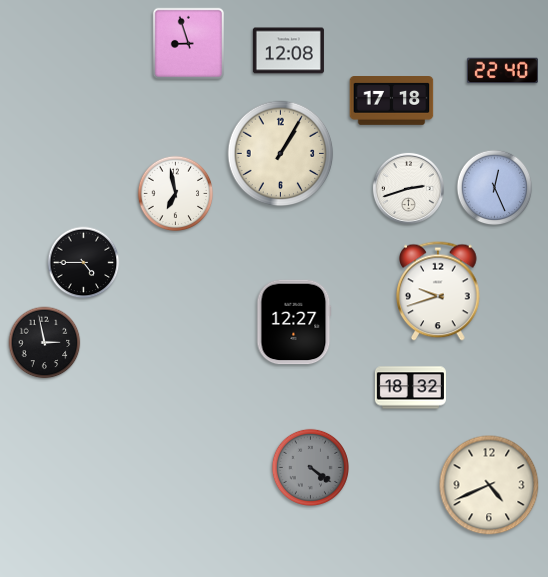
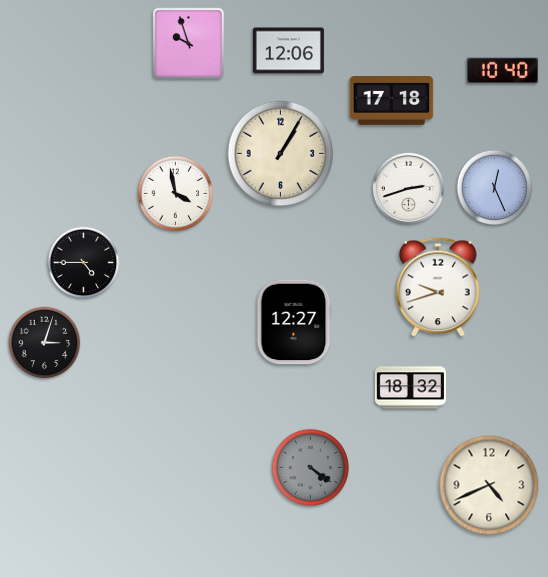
clock at (188, 43): 8:57 -> 9:57
clock at (288, 51): 12:08 -> 12:06
clock at (502, 71): 22:40 -> 10:40
clock at (176, 194): 6:58 -> 3:58
clock at (438, 291) position: (438, 291) -> (438, 287)
clock at (45, 343): 2:58 -> 3:03
